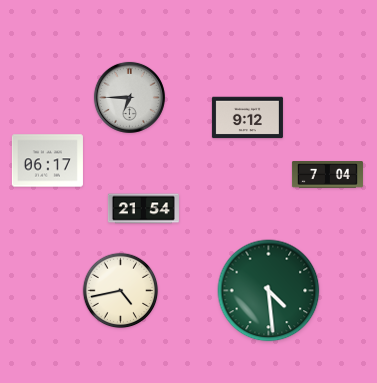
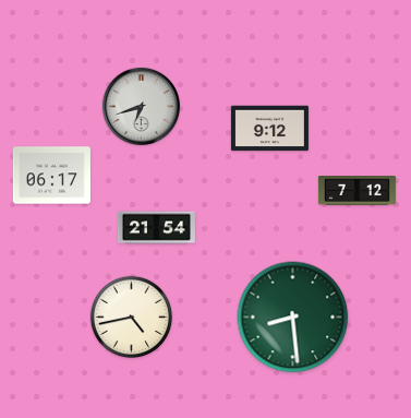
clock at (129, 97): 6:45 -> 6:42
clock at (327, 175): 7:04 -> 7:12
clock at (269, 291): 4:29 -> 8:29
